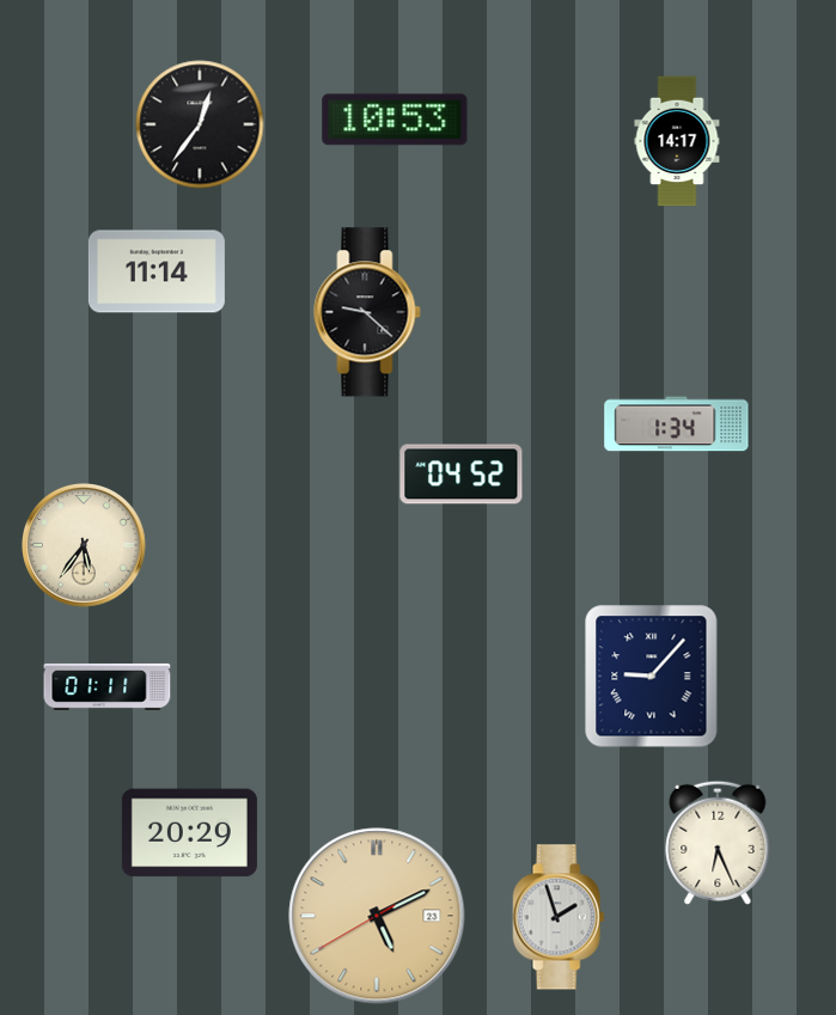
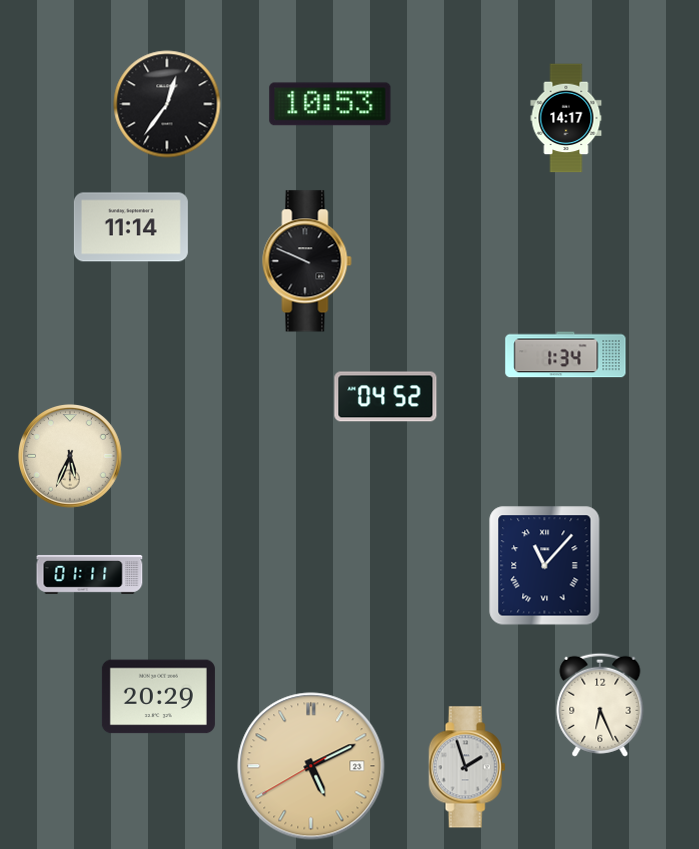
clock at (395, 120) position: (395, 120) -> (330, 104)
clock at (367, 312): 9:22 -> 9:49
clock at (85, 546): 5:36 -> 5:34
clock at (652, 677): 9:07 -> 11:07
clock at (377, 916) position: (377, 916) -> (311, 766)
